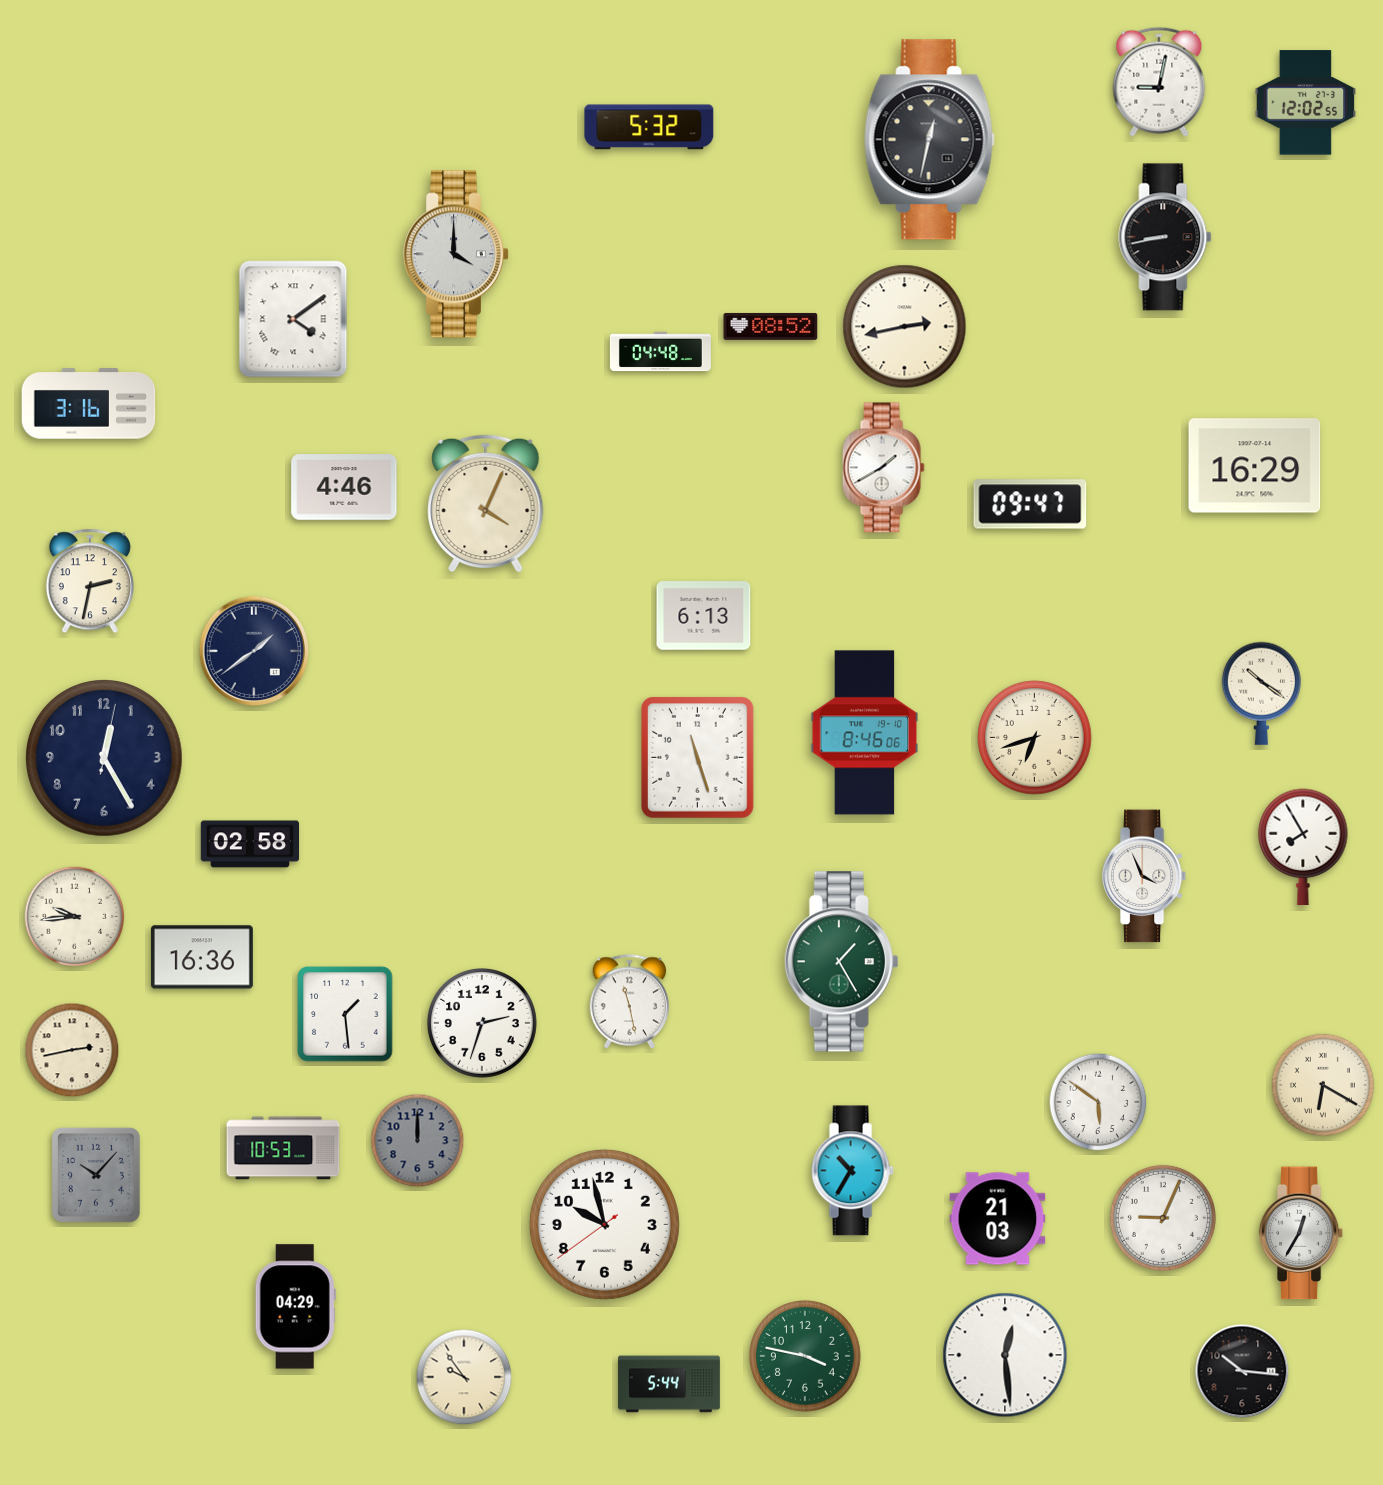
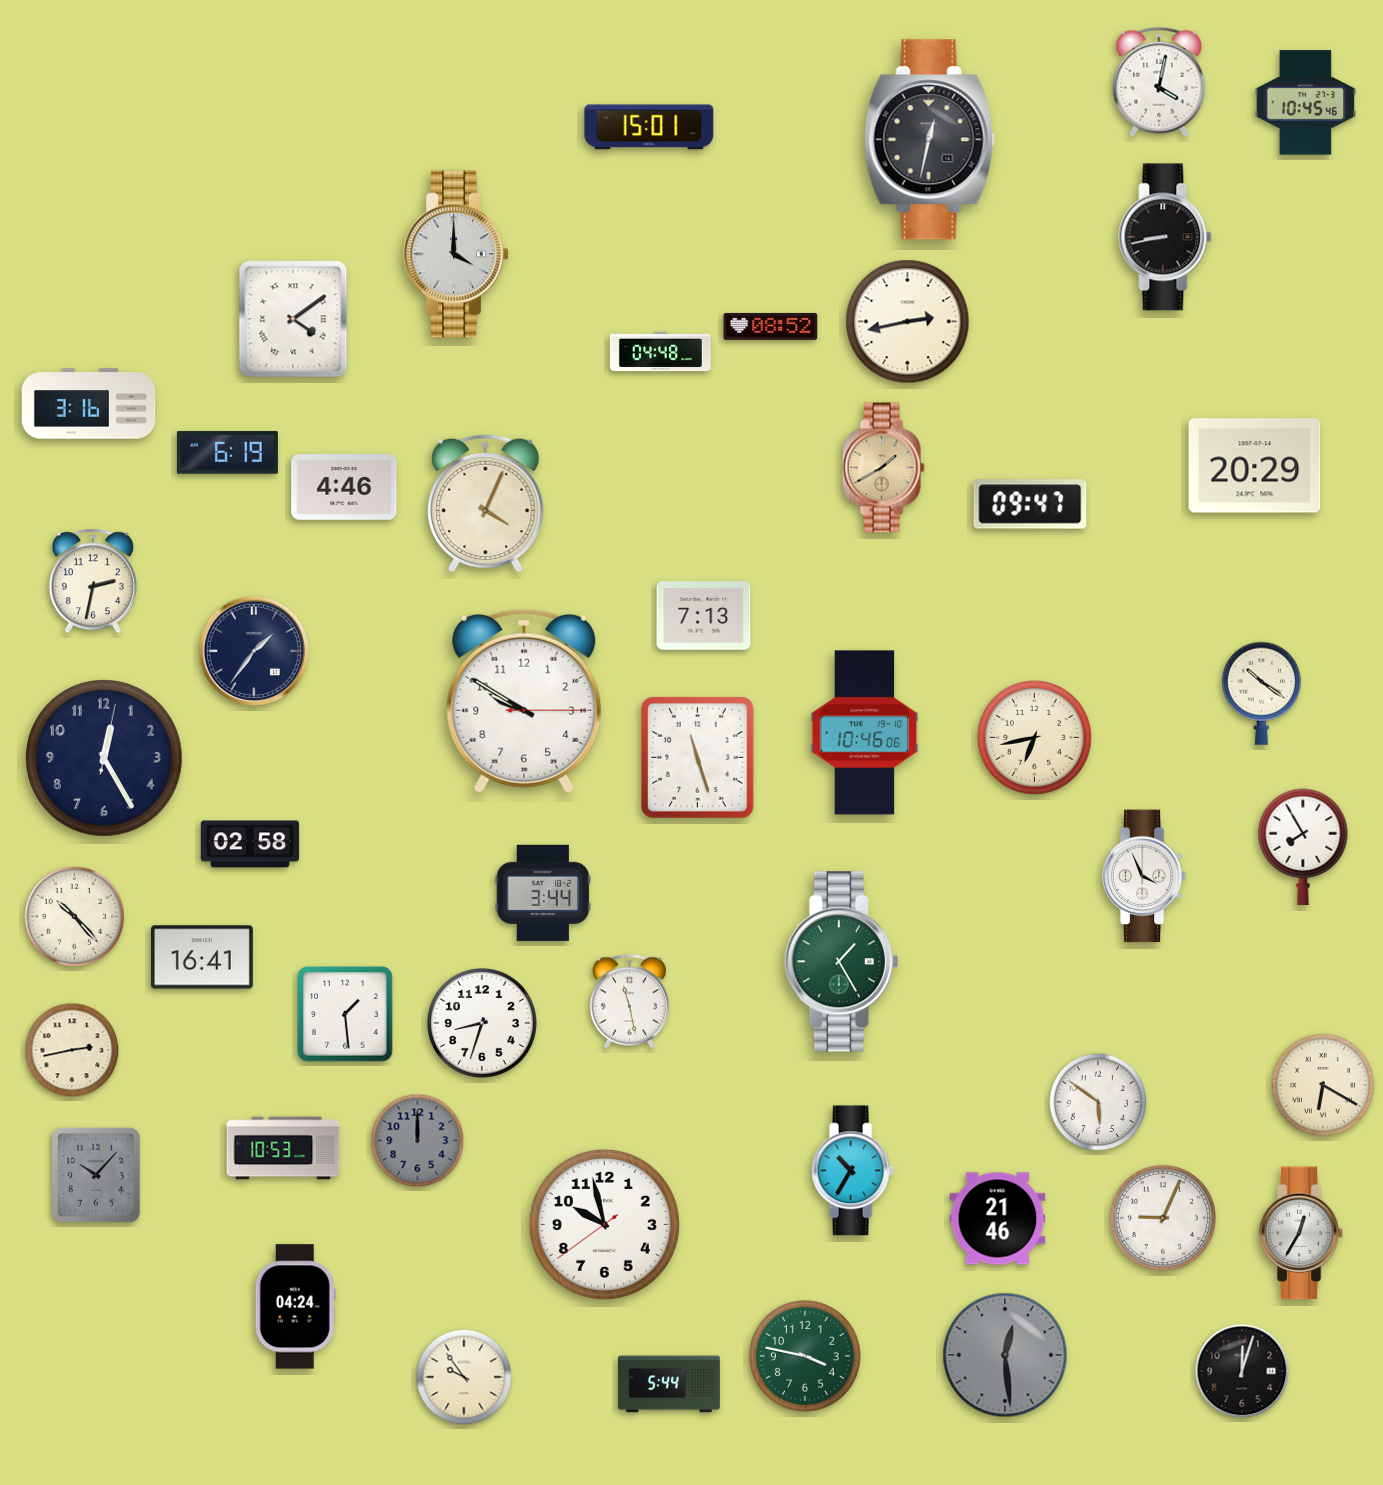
clock at (1159, 82): 9:02 -> 4:02
clock at (1306, 103): 12:02 -> 10:45
clock at (649, 127): 5:32 -> 15:01
clock at (905, 327) position: (905, 327) -> (908, 322)
clock at (227, 453): none -> 6:19
clock at (1255, 466): 16:29 -> 20:29
clock at (883, 468) dial: white -> champagne
clock at (90, 581) position: (90, 581) -> (93, 581)
clock at (704, 616): 6:13 -> 7:13
clock at (254, 651): 1:39 -> 1:36
clock at (524, 701): none -> 9:50
clock at (865, 733): 8:46 -> 10:46
clock at (1035, 738): 6:42 -> 6:43
clock at (543, 893): none -> 3:44
clock at (75, 917): 9:44 -> 10:23
clock at (202, 957): 16:36 -> 16:41
clock at (482, 1023): 2:33 -> 8:33
clock at (998, 1219): 21:03 -> 21:46
clock at (295, 1307): 04:29 -> 04:24
clock at (1005, 1355) dial: white -> grey
clock at (1242, 1371): 10:16 -> 12:03
